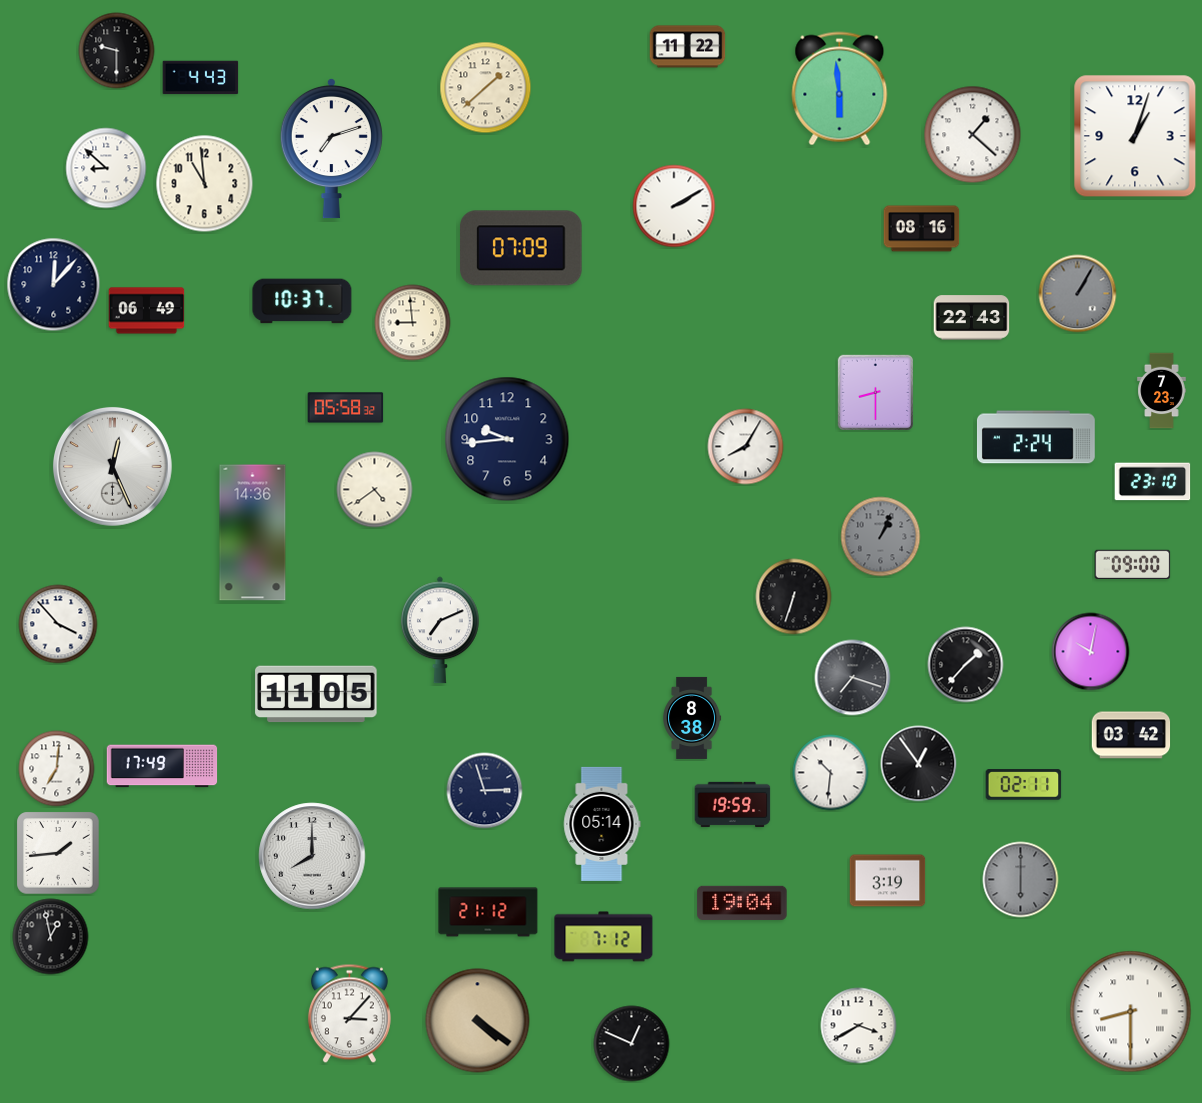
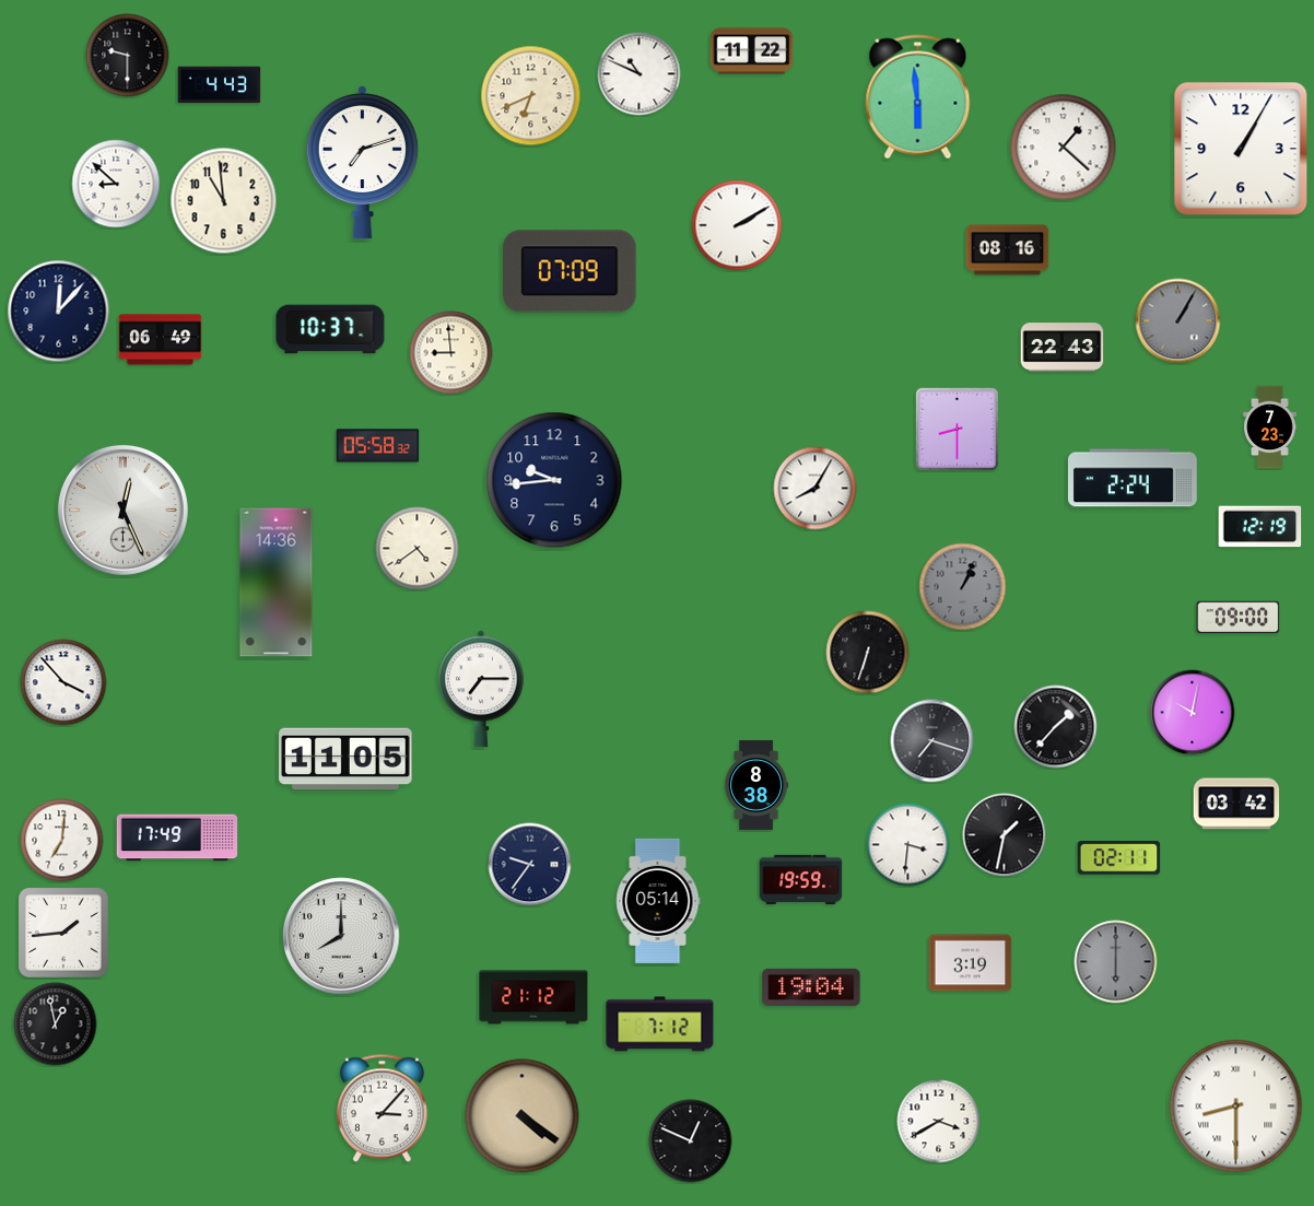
clock at (640, 74): none -> 10:49
clock at (486, 88): 1:38 -> 6:41
clock at (1135, 136): 1:03 -> 1:05
clock at (1153, 482): 23:10 -> 12:19
clock at (375, 490) position: (375, 490) -> (418, 549)
clock at (440, 630): 7:11 -> 7:15
clock at (919, 764): 12:54 -> 1:32
clock at (831, 773): 10:31 -> 3:31
clock at (485, 791): 2:57 -> 9:36
